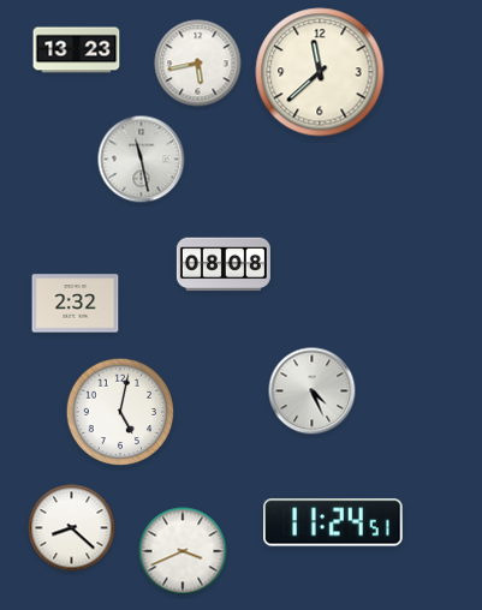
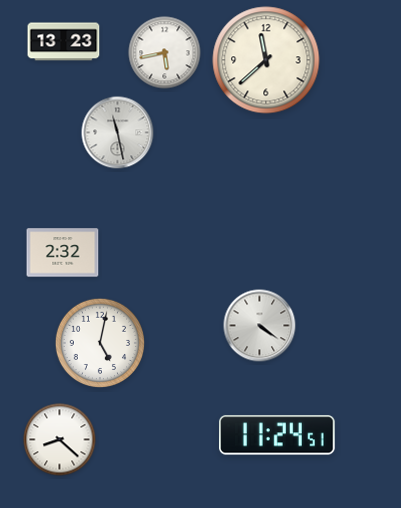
clock at (224, 264): 08:08 -> none
clock at (313, 391): 4:26 -> 4:21
clock at (183, 551): 3:41 -> none
